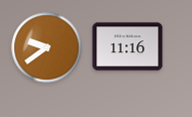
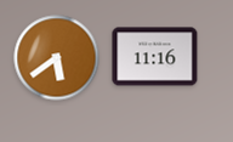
clock at (47, 48): 9:39 -> 5:39
